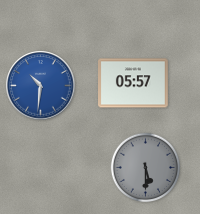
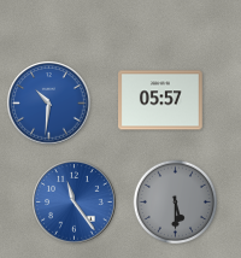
clock at (75, 203): none -> 11:24
